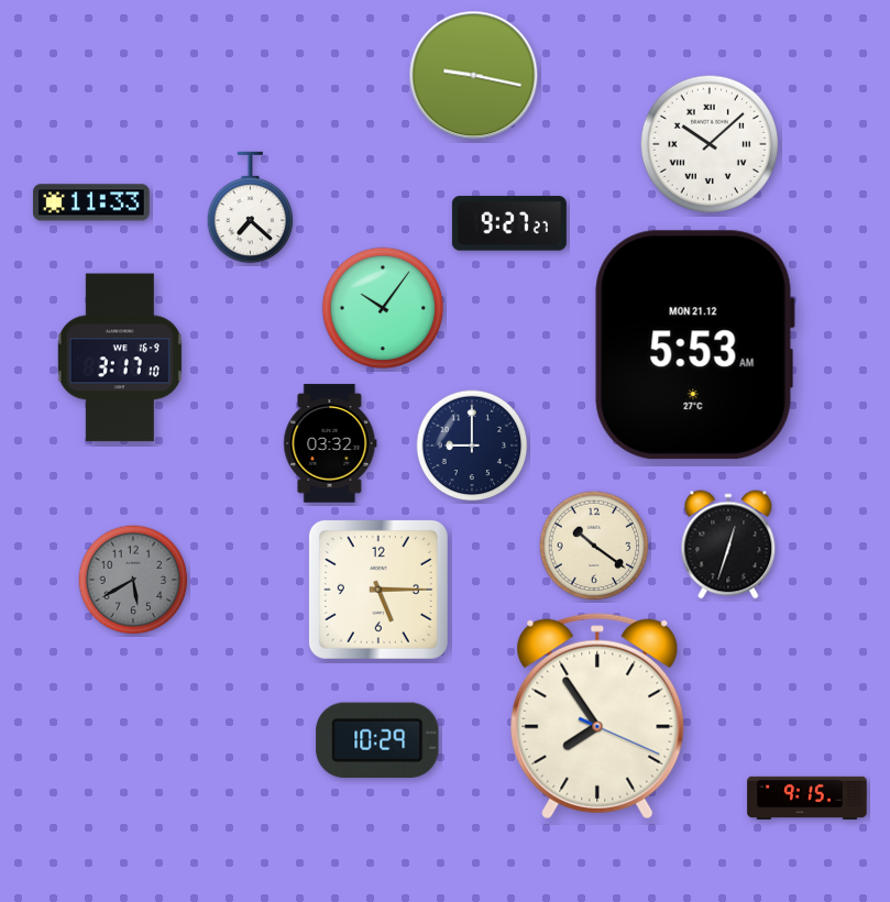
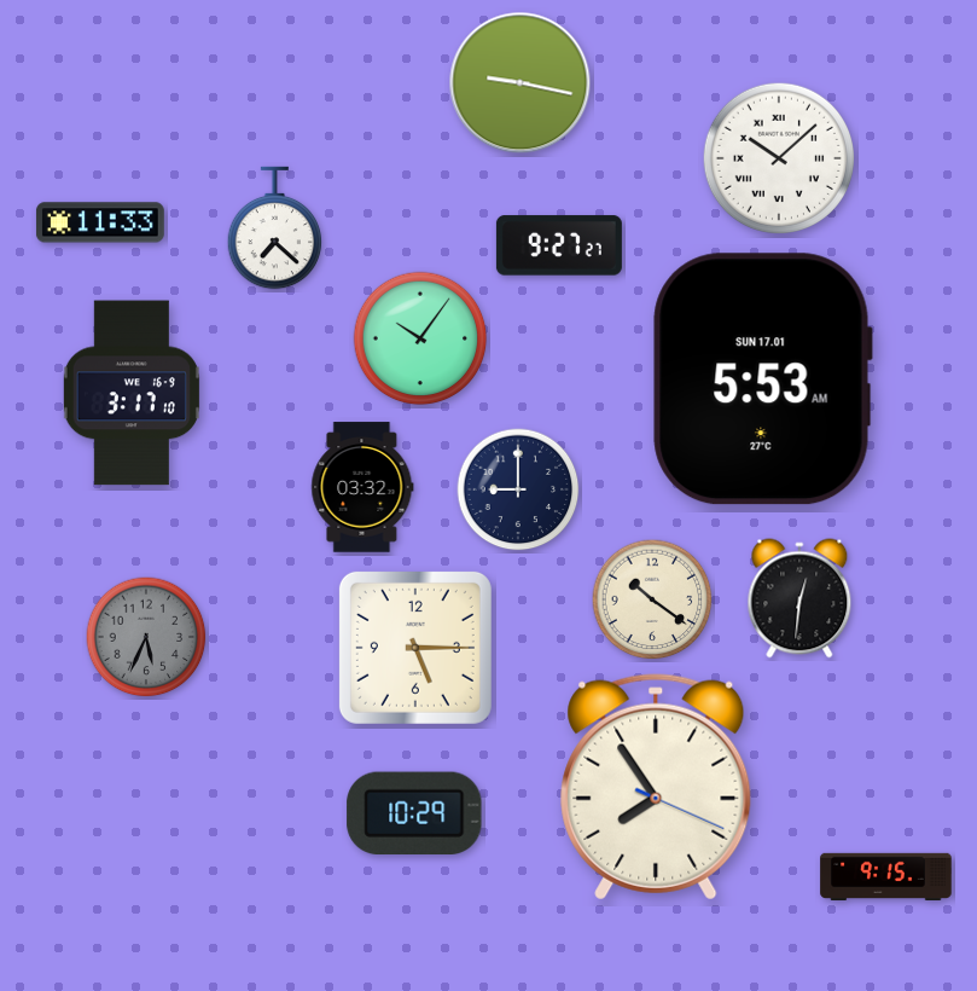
clock at (694, 345) date: MON 21.12 -> SUN 17.01
clock at (728, 544): 12:33 -> 12:31
clock at (133, 580): 5:40 -> 5:34
